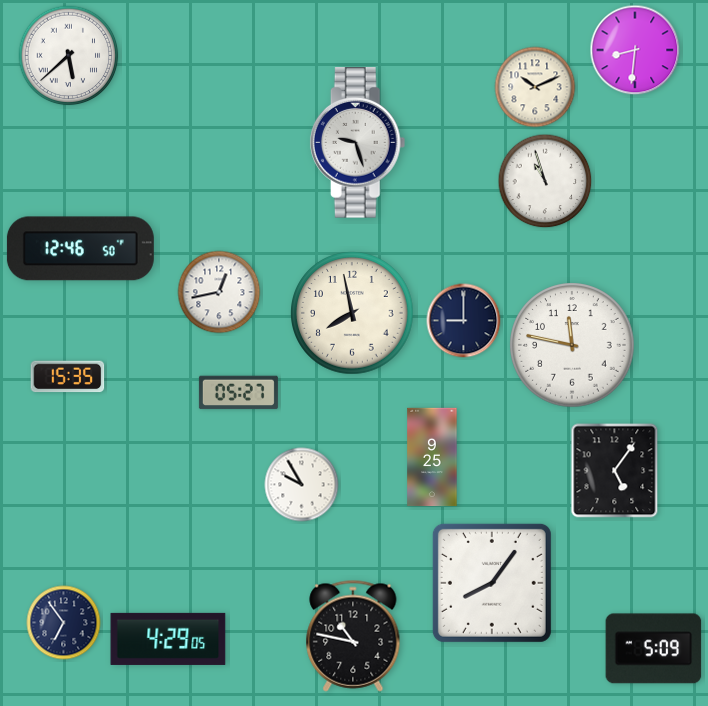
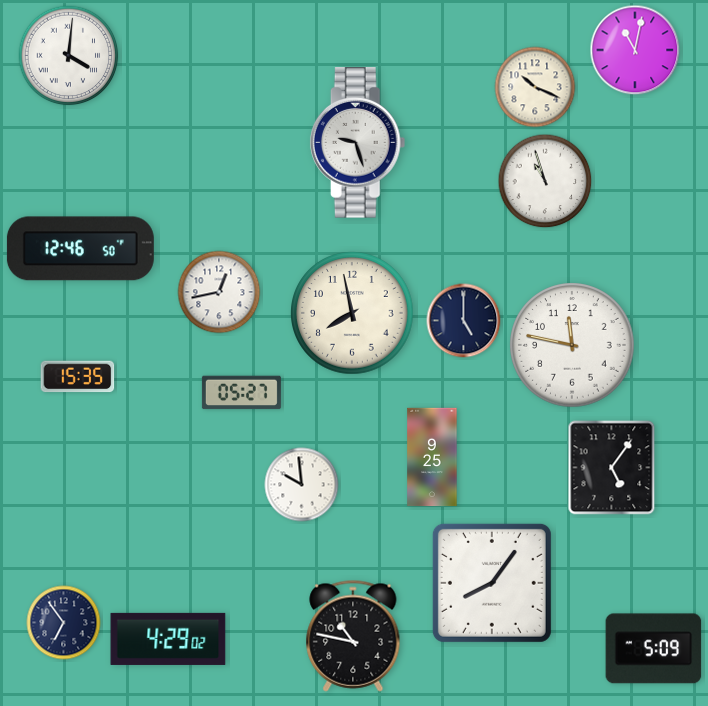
clock at (635, 50): 8:31 -> 11:02
clock at (69, 56): 5:38 -> 4:01
clock at (535, 87): 10:11 -> 10:19
clock at (464, 321): 9:00 -> 5:00
clock at (68, 377) position: (68, 377) -> (78, 377)
clock at (238, 393) position: (238, 393) -> (241, 393)
clock at (615, 471) position: (615, 471) -> (612, 468)
clock at (302, 485): 9:55 -> 9:59
clock at (168, 639): 4:29:05 -> 4:29:02
